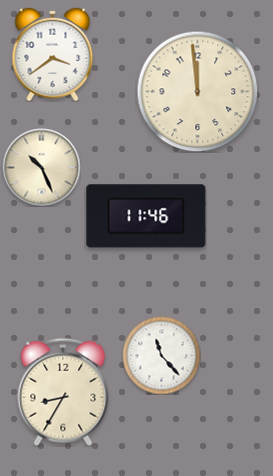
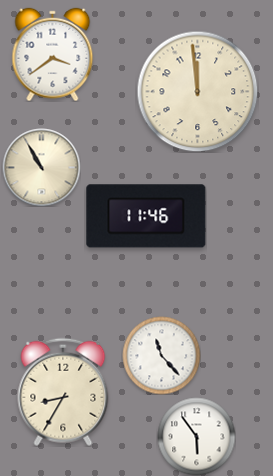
clock at (41, 167): 10:26 -> 10:55
clock at (196, 436): none -> 5:54
